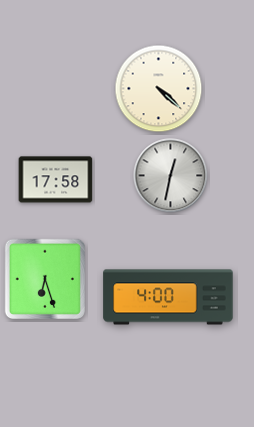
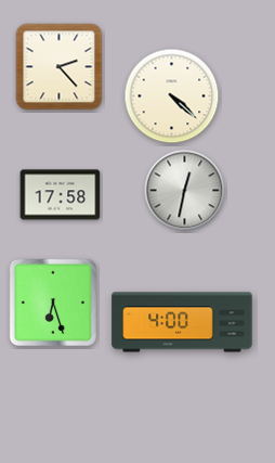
clock at (60, 67): none -> 2:23
clock at (44, 278) position: (44, 278) -> (52, 301)
